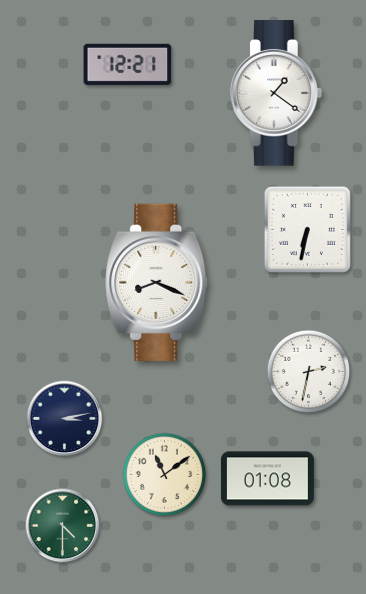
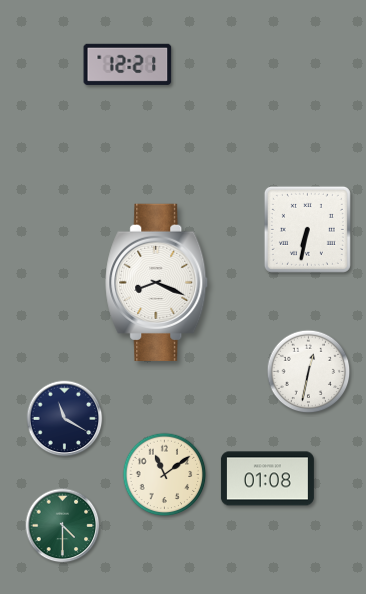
clock at (276, 93): 1:21 -> none
clock at (309, 372): 2:32 -> 12:32
clock at (65, 419): 3:13 -> 11:20
